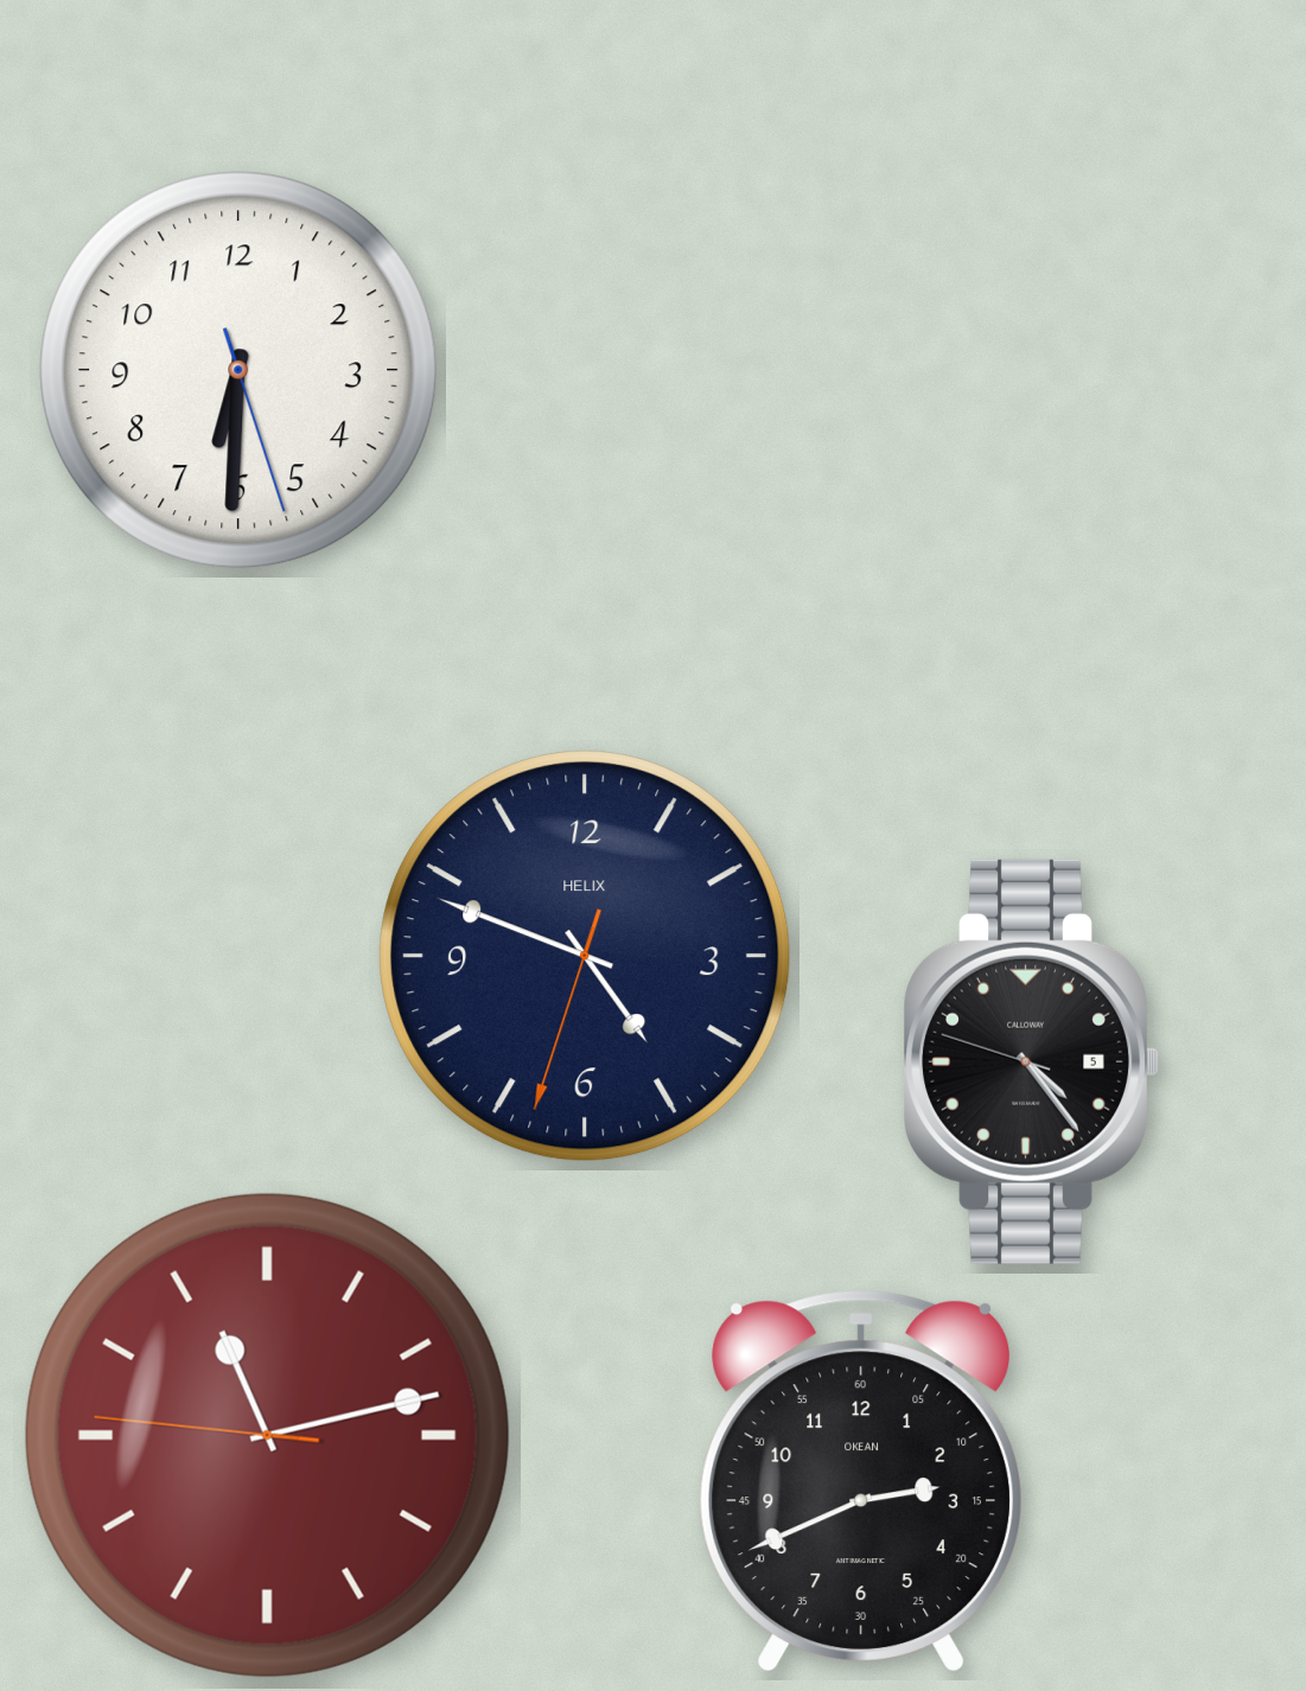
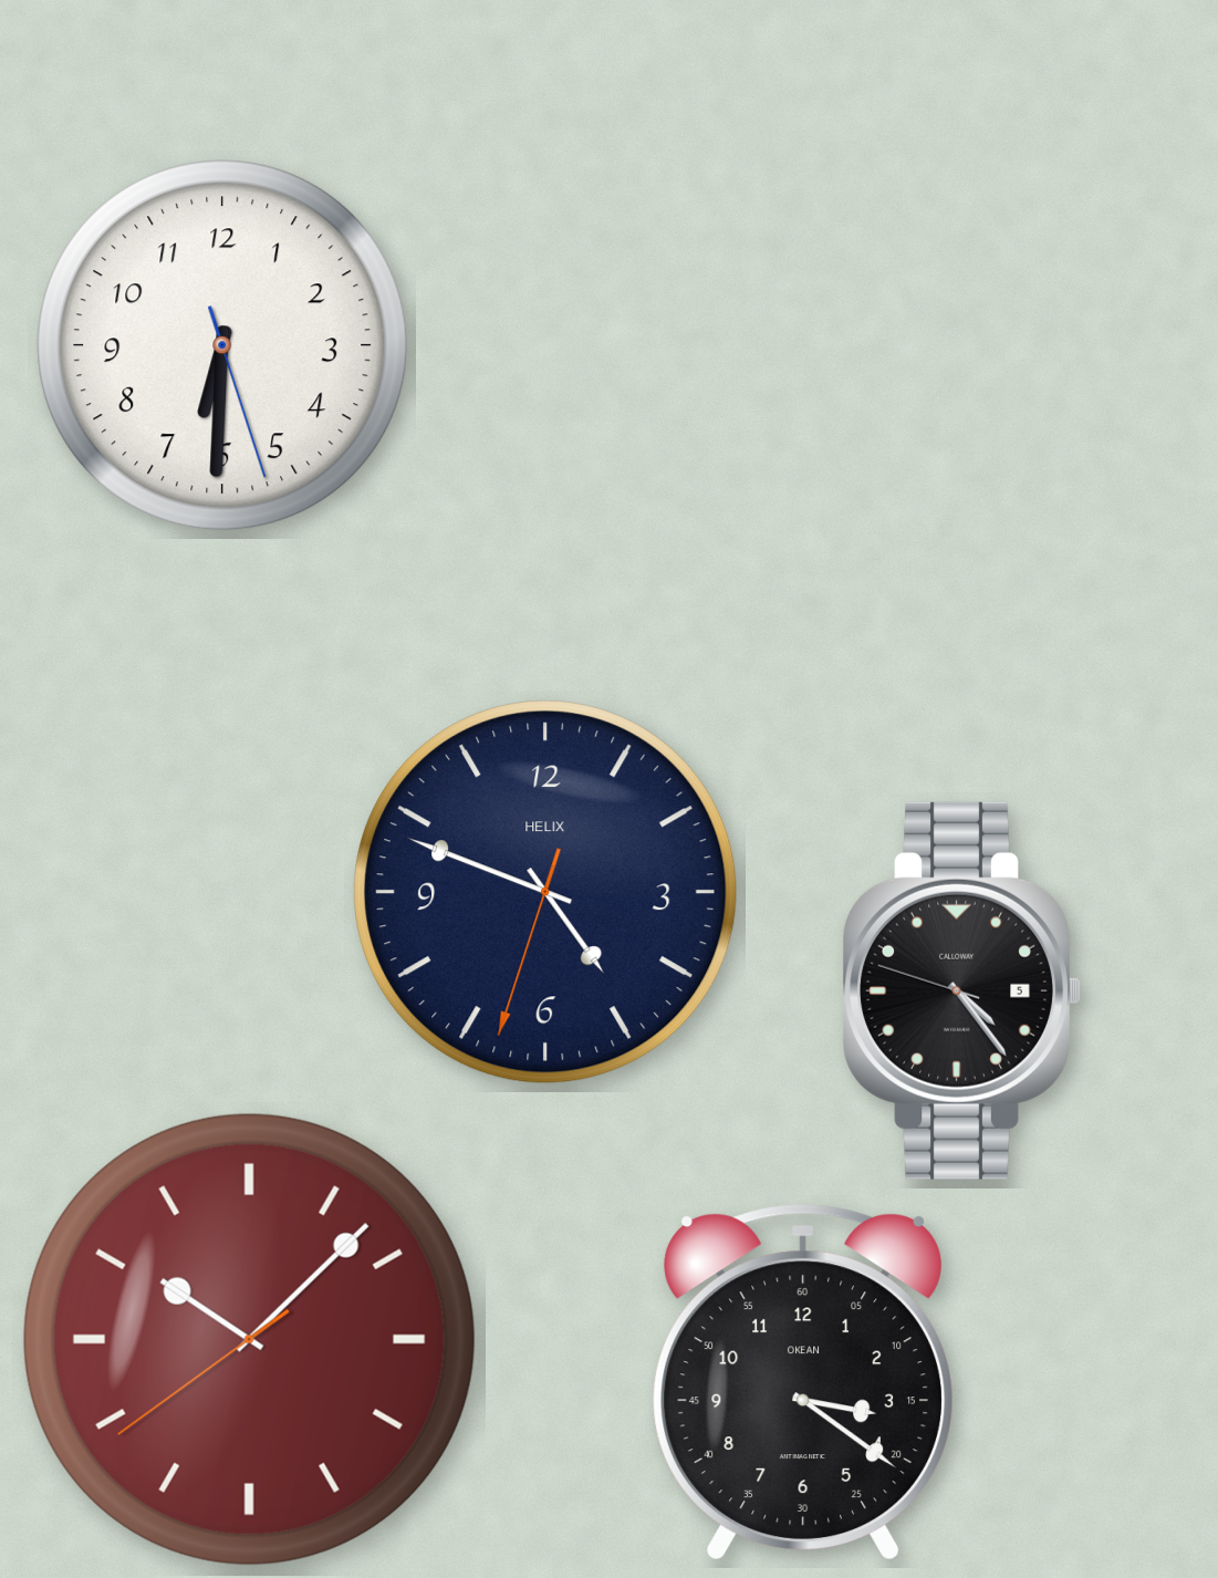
clock at (267, 1435): 11:12 -> 10:07
clock at (860, 1481): 2:41 -> 3:21
